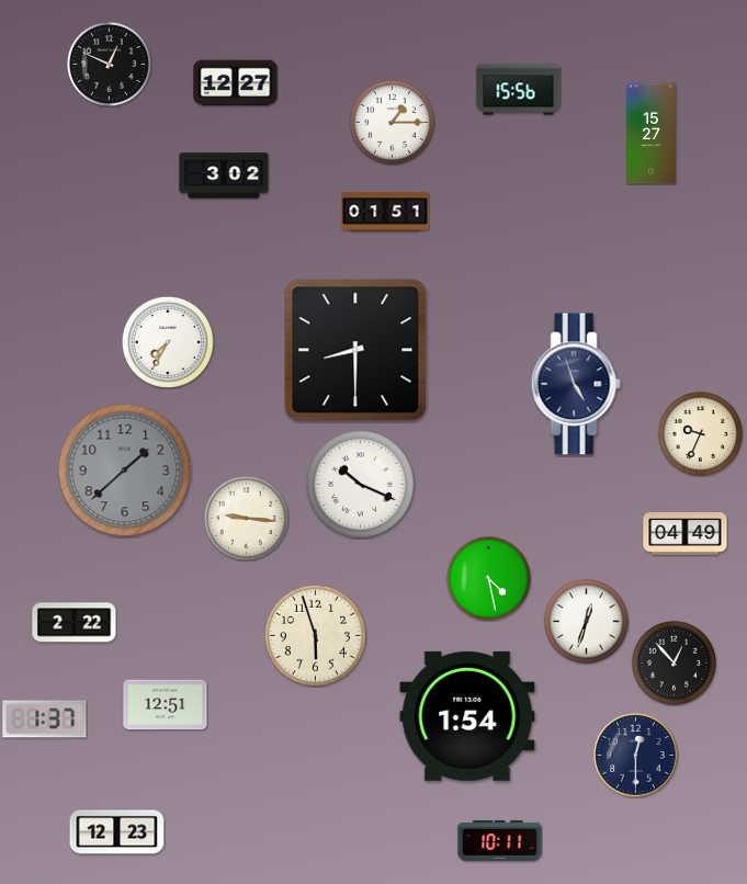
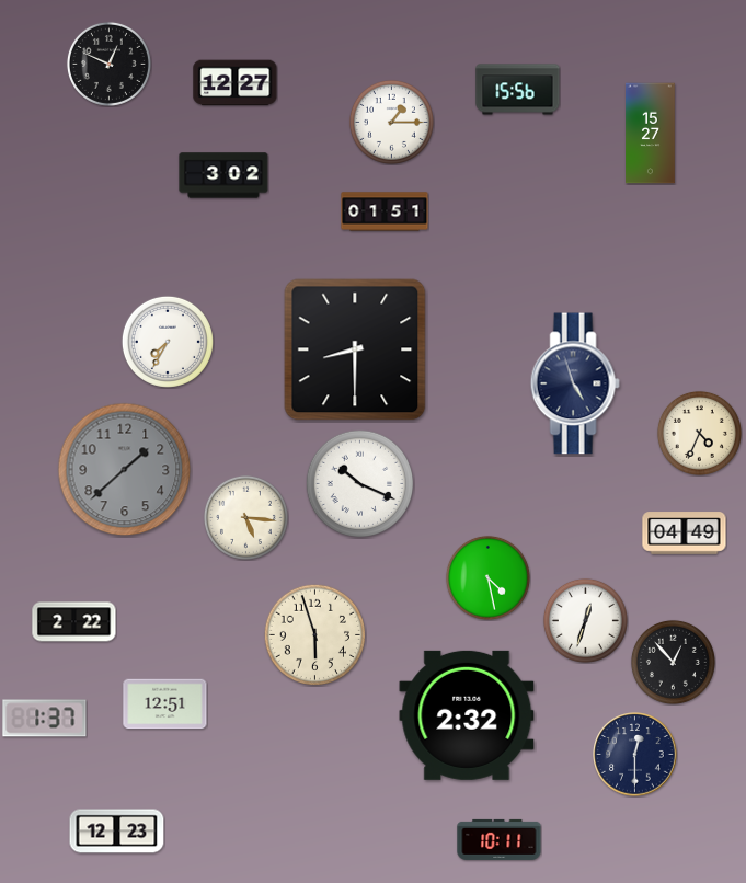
clock at (700, 433): 9:34 -> 4:34
clock at (246, 518): 9:16 -> 5:16
clock at (467, 716): 1:54 -> 2:32
